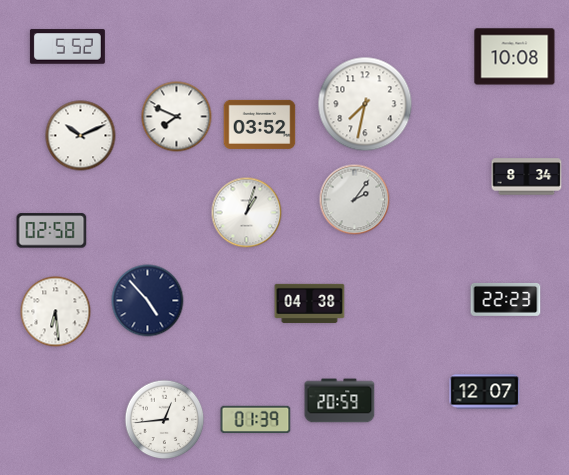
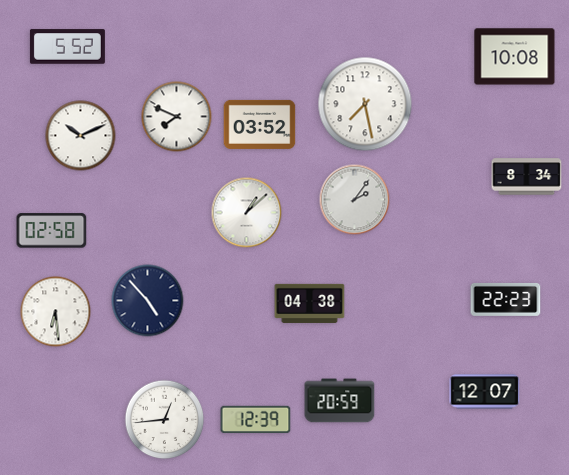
clock at (365, 104): 7:32 -> 7:28
clock at (247, 213): 1:03 -> 1:08
clock at (256, 420): 01:39 -> 12:39
